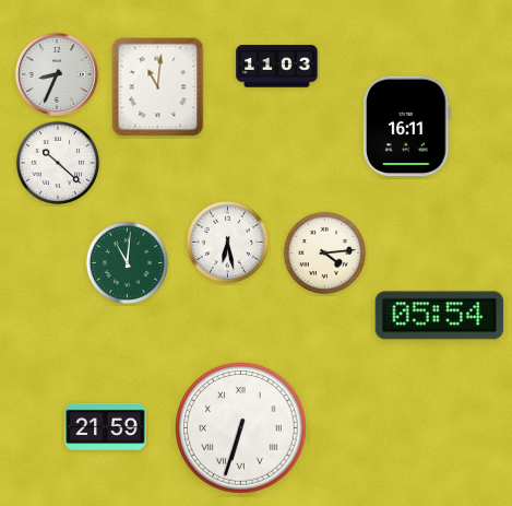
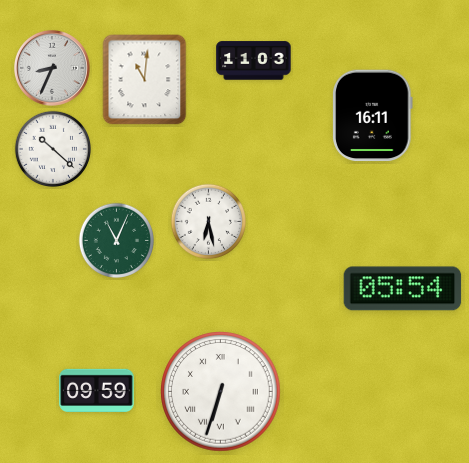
clock at (324, 252): 4:14 -> none
clock at (127, 262): 11:01 -> 11:04
clock at (106, 426): 21:59 -> 09:59
